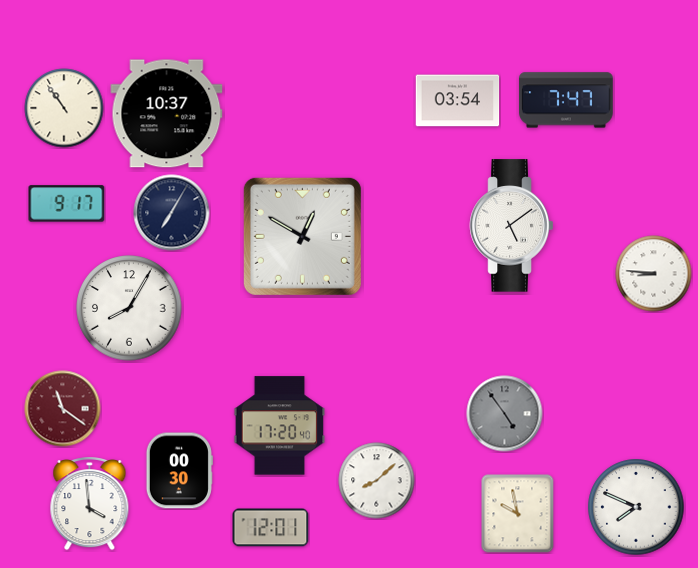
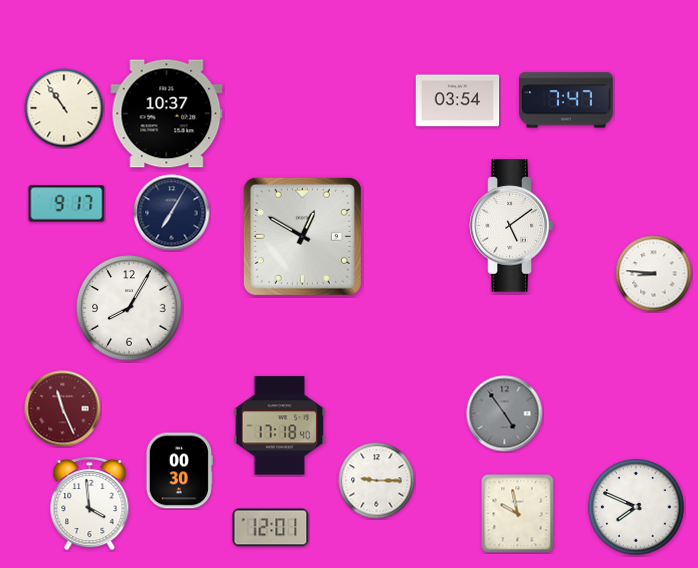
clock at (63, 409): 11:21 -> 11:26
clock at (280, 426): 17:20 -> 17:18
clock at (377, 481): 8:08 -> 9:15
